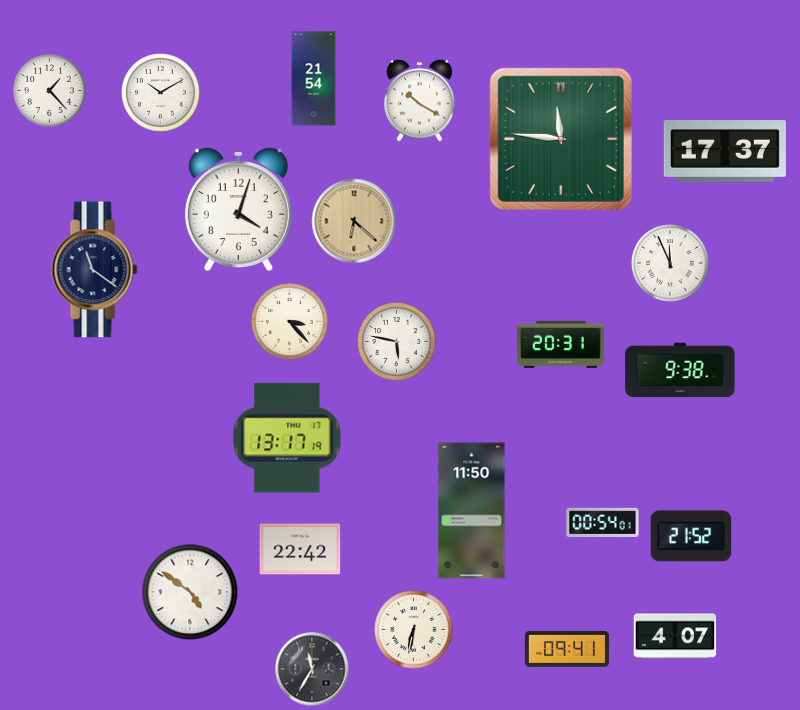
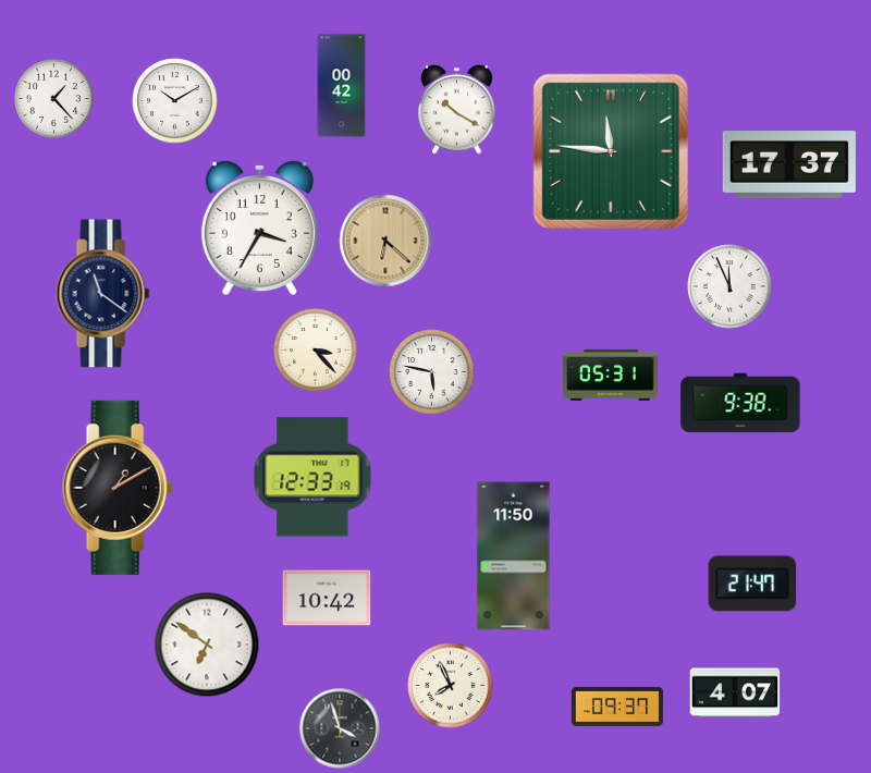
clock at (314, 79): 21:54 -> 00:42
clock at (238, 208): 4:03 -> 3:35
clock at (561, 344): 20:31 -> 05:31
clock at (287, 438): 13:17 -> 12:33
clock at (118, 488): none -> 1:10
clock at (603, 522): 00:54 -> none
clock at (691, 536): 21:52 -> 21:47
clock at (300, 549): 22:42 -> 10:42
clock at (190, 592): 4:51 -> 6:51
clock at (414, 630): 6:32 -> 7:56
clock at (567, 649): 09:41 -> 09:37
clock at (312, 669): 11:35 -> 3:57
